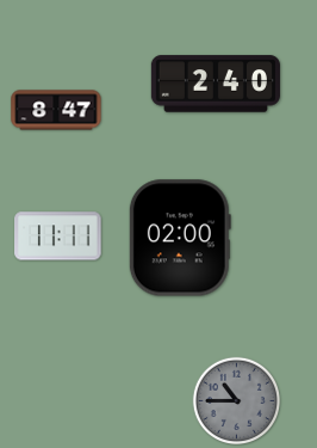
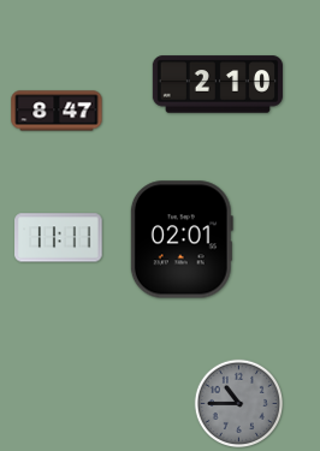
clock at (216, 84): 2:40 -> 2:10
clock at (180, 238): 02:00 -> 02:01
